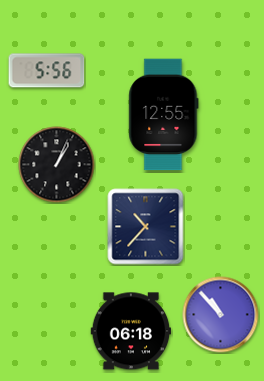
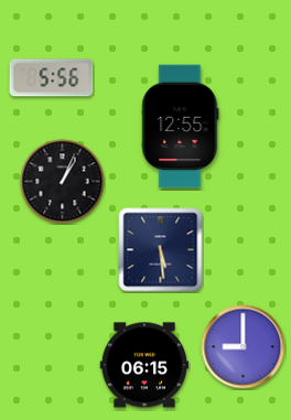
clock at (146, 227): 10:37 -> 5:29
clock at (221, 315): 10:53 -> 9:00
clock at (131, 331): 06:18 -> 06:15
